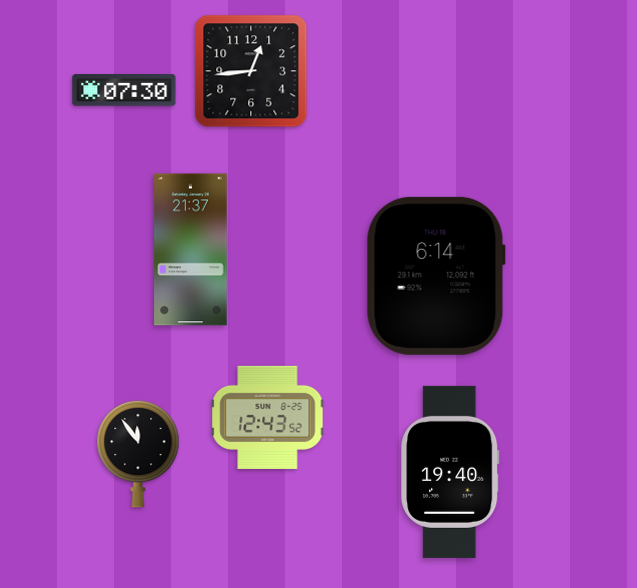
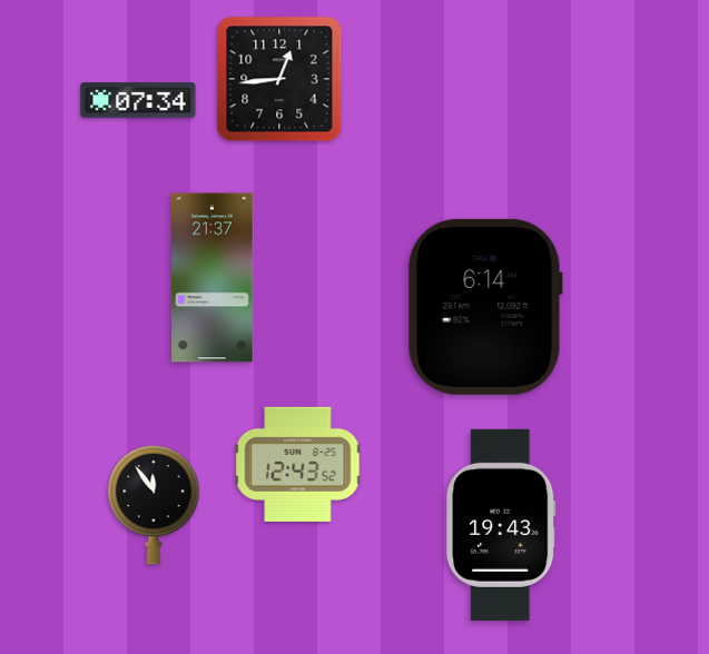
clock at (124, 90): 07:30 -> 07:34
clock at (450, 472): 19:40 -> 19:43
